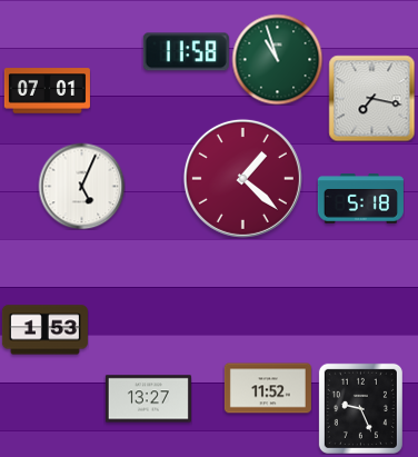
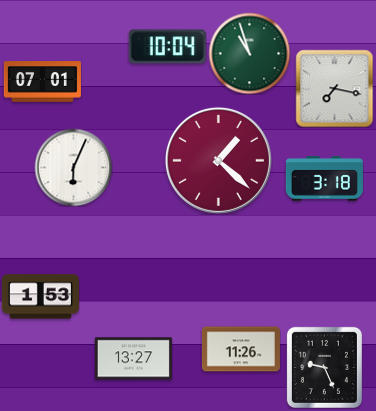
clock at (186, 52): 11:58 -> 10:04
clock at (81, 186): 5:04 -> 6:04
clock at (360, 199): 5:18 -> 3:18
clock at (268, 388): 11:52 -> 11:26
